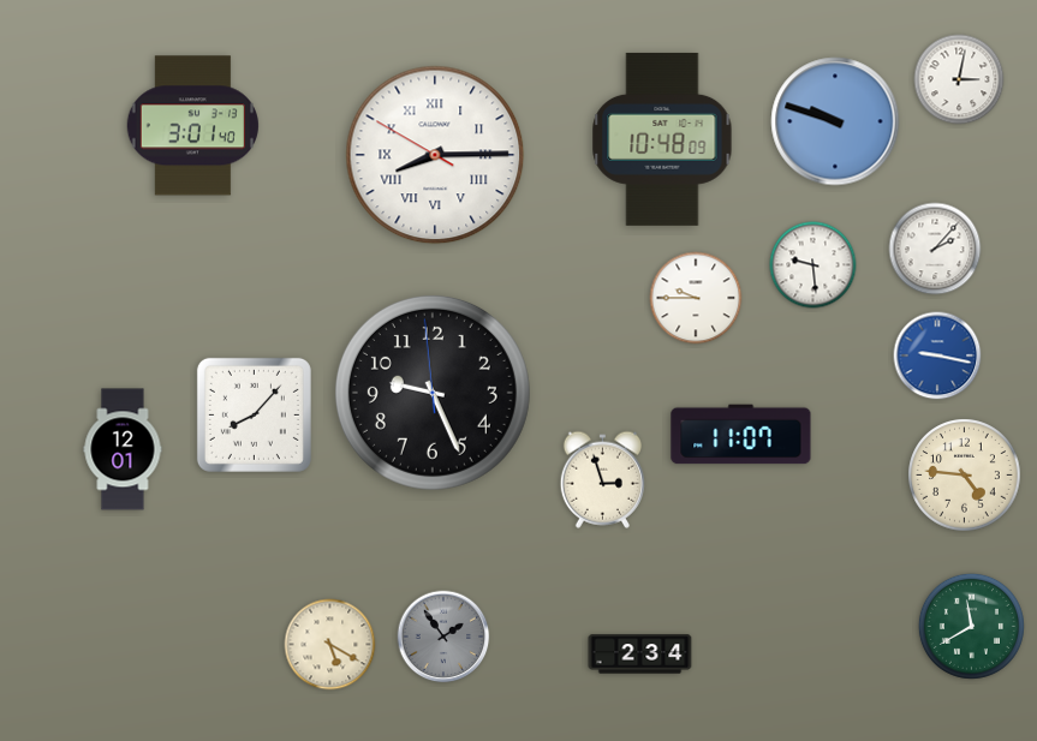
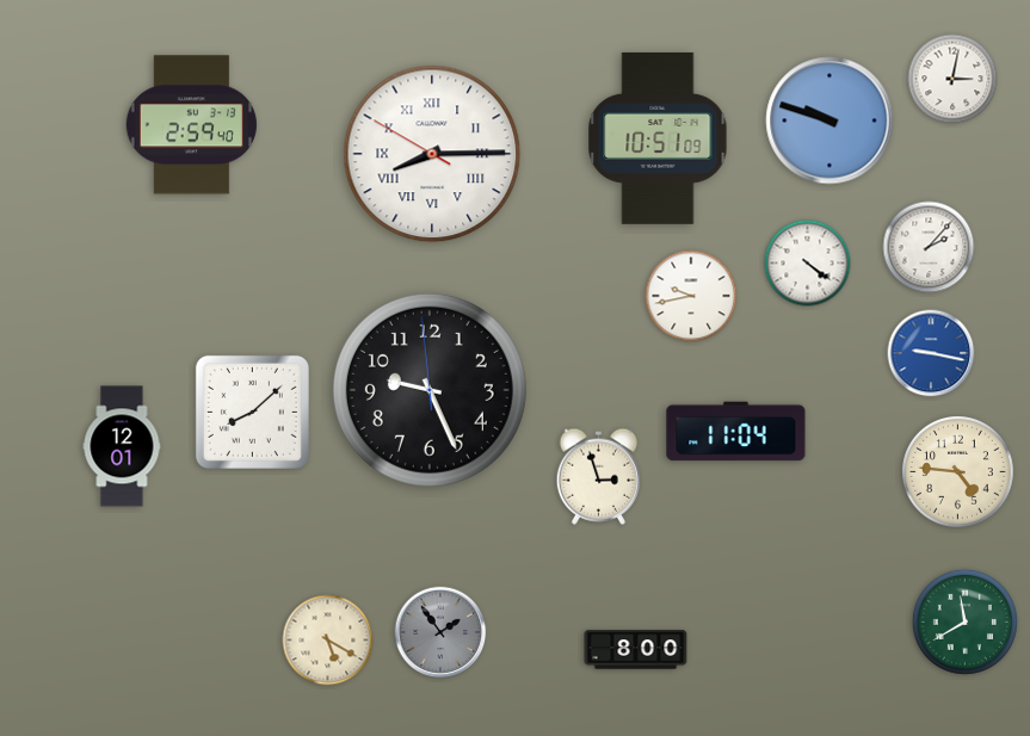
clock at (192, 126): 3:01 -> 2:59
clock at (662, 139): 10:48 -> 10:51
clock at (813, 265): 9:29 -> 4:21
clock at (696, 298): 9:45 -> 9:43
clock at (254, 414): 8:07 -> 8:08
clock at (741, 435): 11:07 -> 11:04
clock at (640, 655): 2:34 -> 8:00
